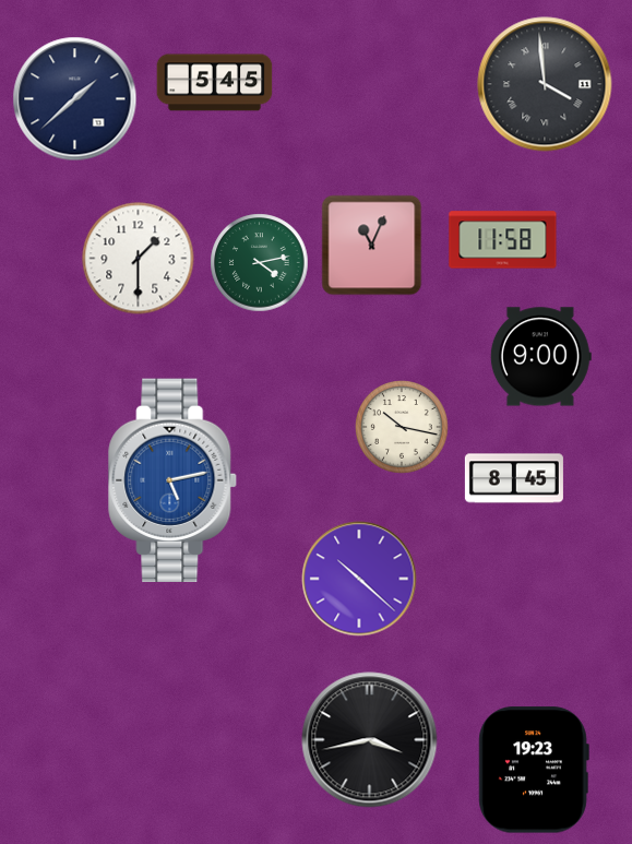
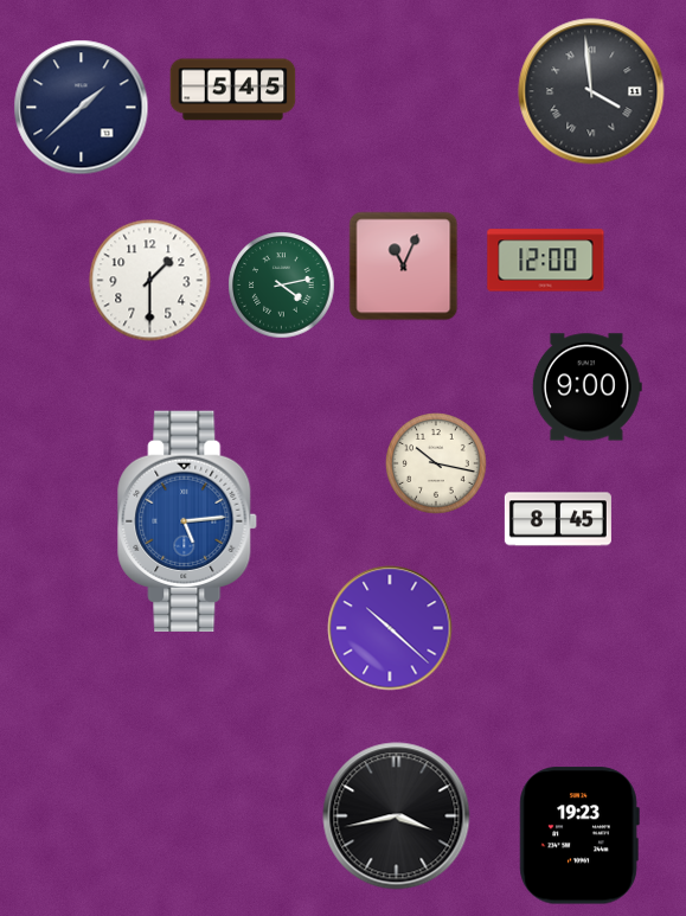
clock at (503, 240): 11:58 -> 12:00
clock at (174, 479): 5:13 -> 5:14
clock at (370, 740) position: (370, 740) -> (397, 816)
